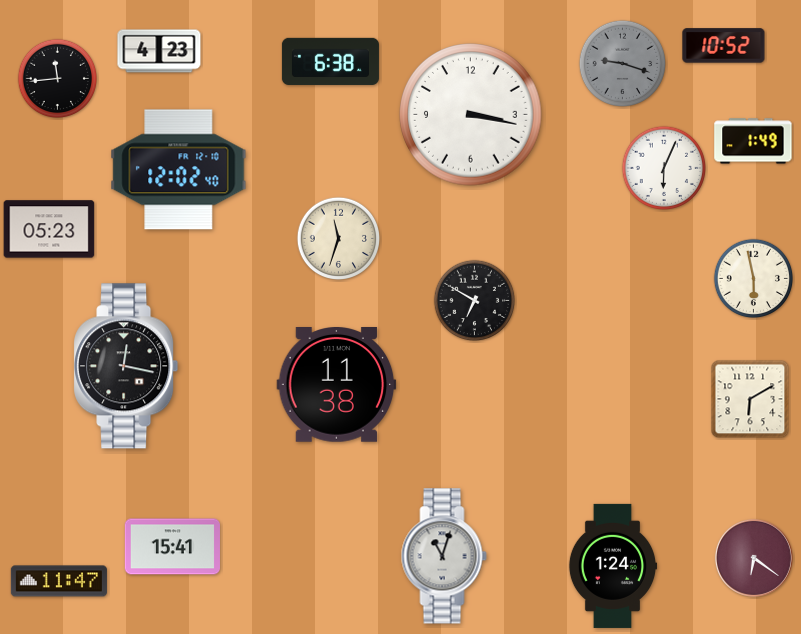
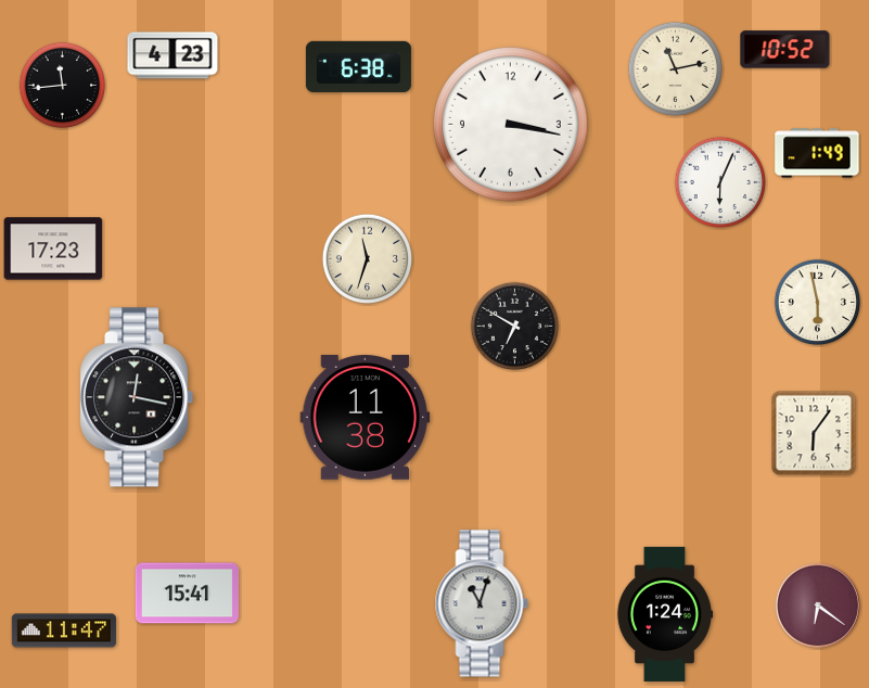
clock at (622, 63): 9:18 -> 11:13
clock at (622, 63) dial: grey -> cream
clock at (179, 170): 12:02 -> none
clock at (49, 229): 05:23 -> 17:23
clock at (750, 399): 6:10 -> 6:06
